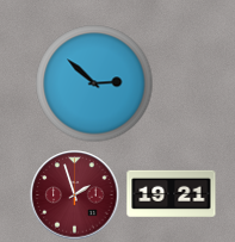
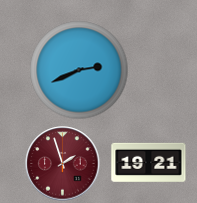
clock at (94, 83): 2:52 -> 2:41
clock at (172, 193) position: (172, 193) -> (149, 162)
